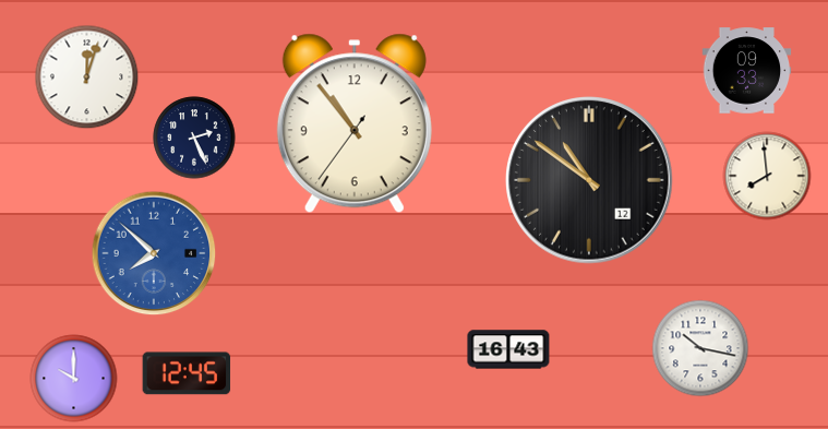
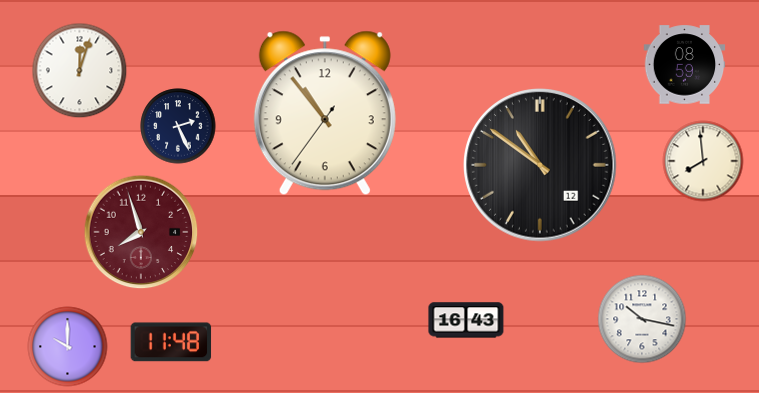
clock at (747, 71): 09:33 -> 08:59
clock at (154, 253): 7:52 -> 7:57
clock at (154, 253) dial: blue -> burgundy
clock at (187, 373): 12:45 -> 11:48
